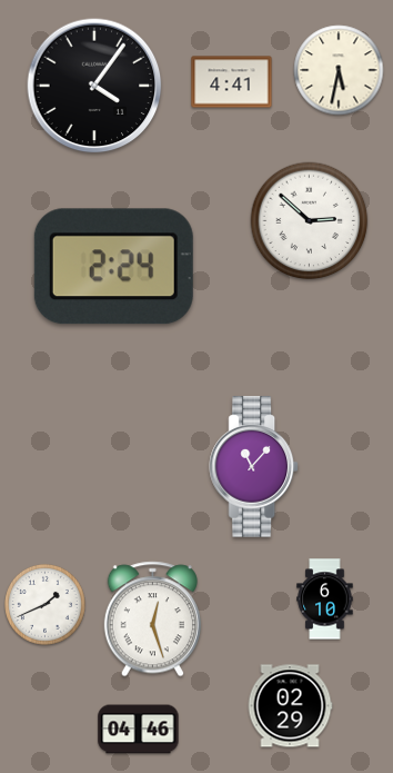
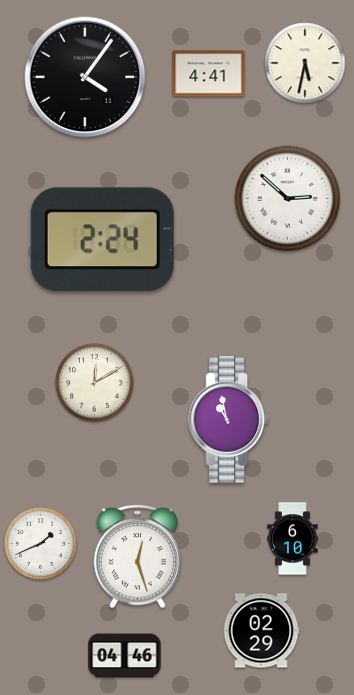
clock at (310, 221) position: (310, 221) -> (288, 199)
clock at (95, 383): none -> 12:10
clock at (253, 467): 11:07 -> 10:58
clock at (290, 706) position: (290, 706) -> (261, 631)
